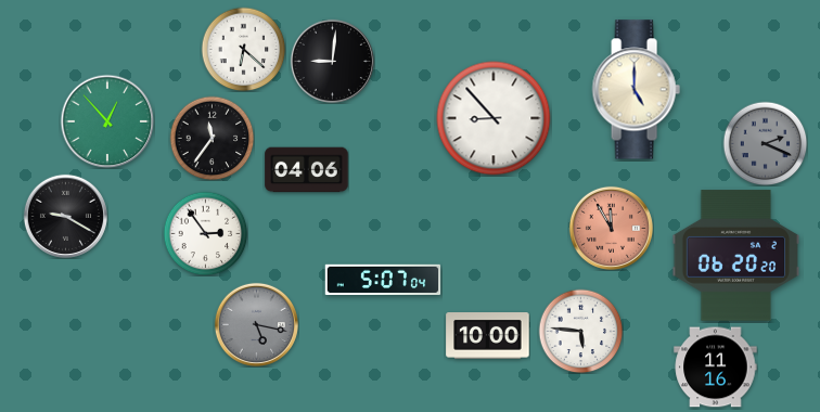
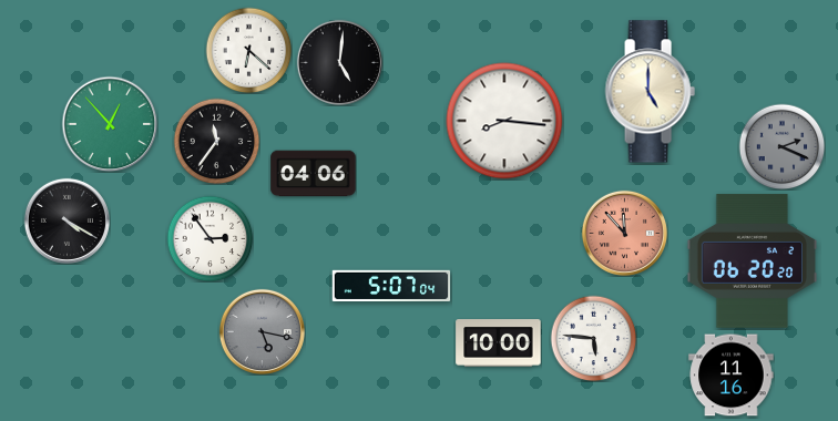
clock at (332, 61): 9:01 -> 5:01
clock at (494, 118): 8:53 -> 8:16
clock at (65, 216): 9:20 -> 4:20
clock at (611, 228): 11:55 -> 11:53
